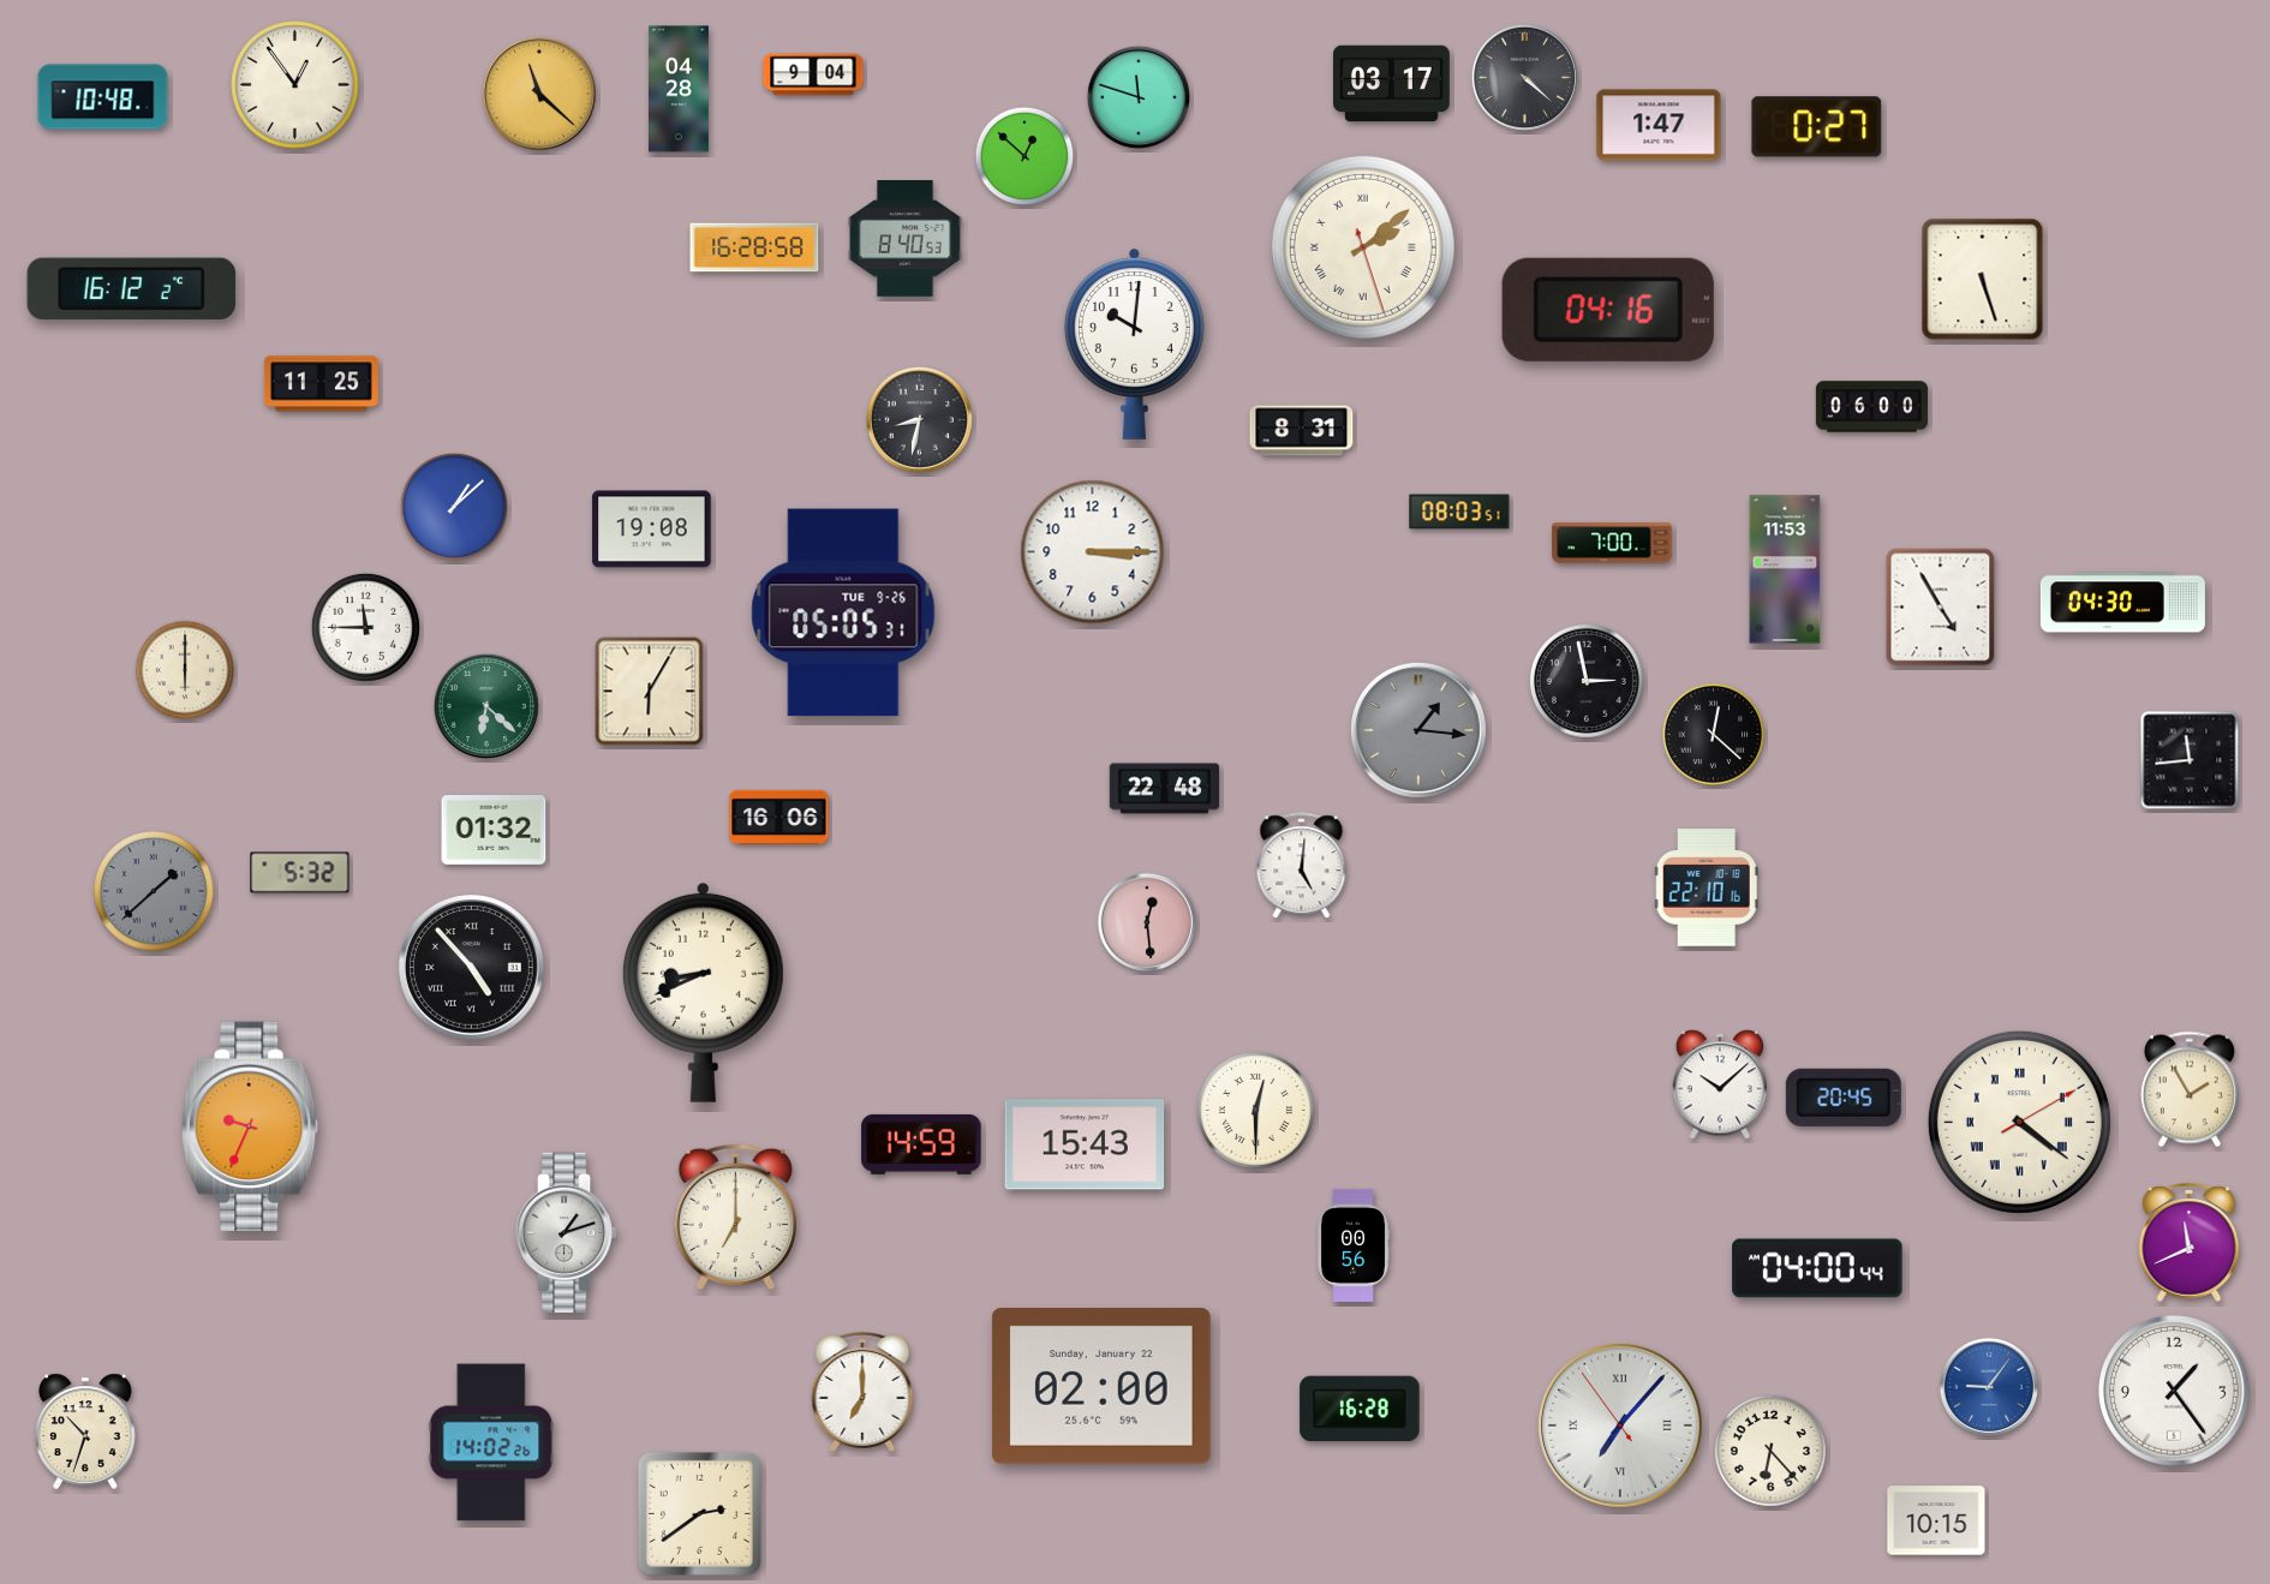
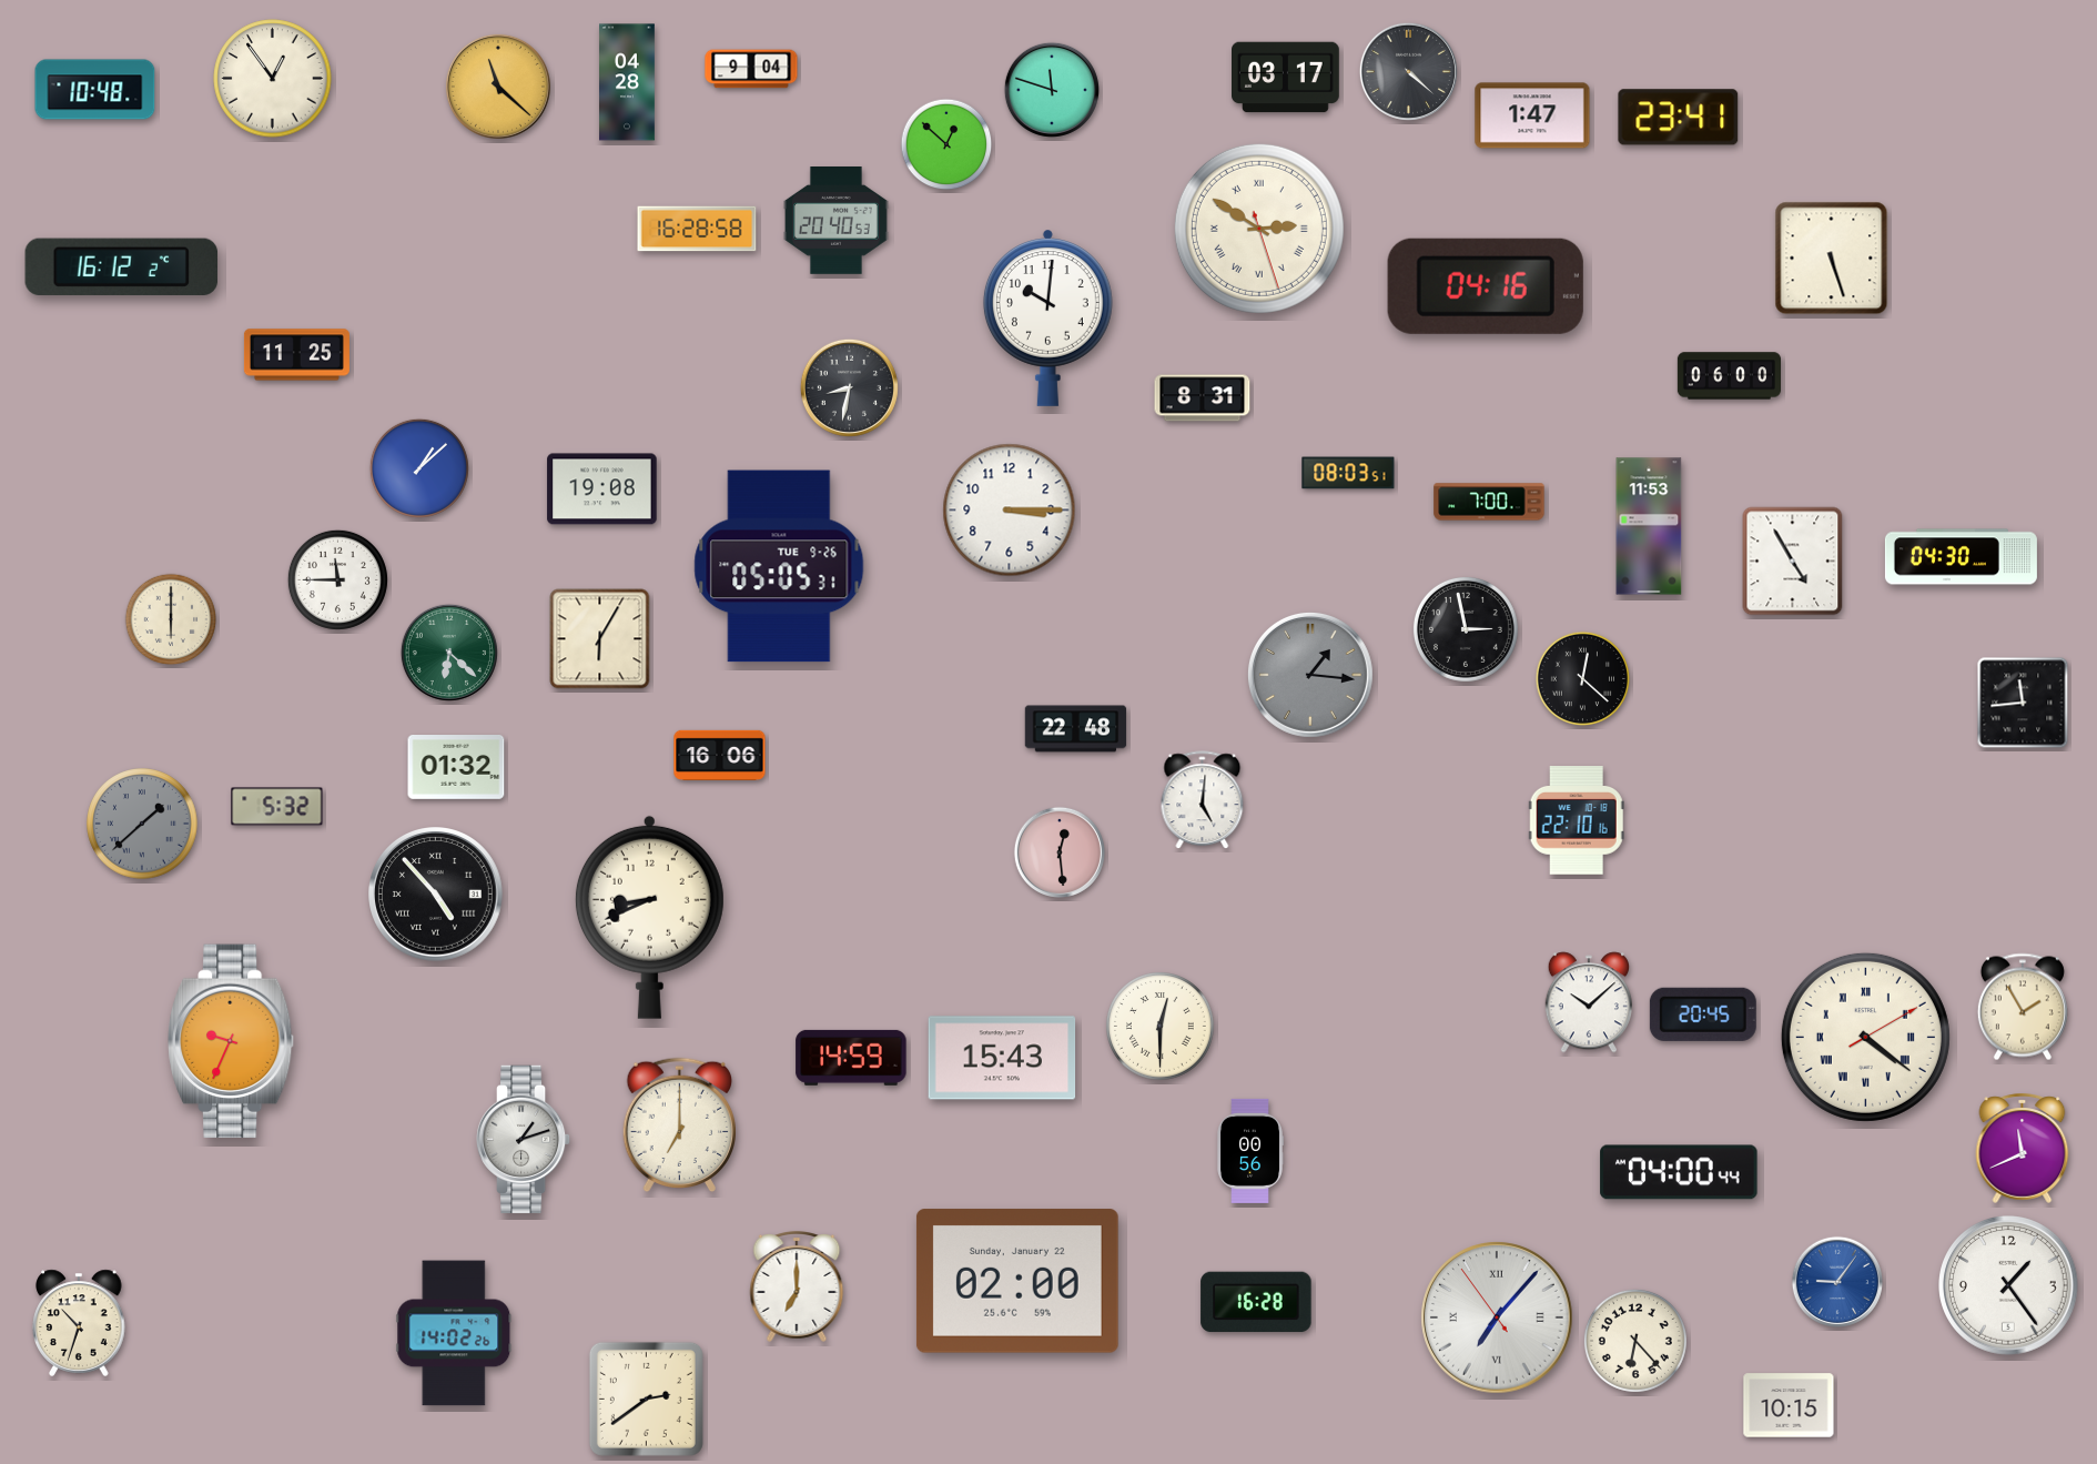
clock at (1817, 127): 0:27 -> 23:41
clock at (904, 239): 8:40 -> 20:40
clock at (1363, 247): 2:08 -> 2:50
